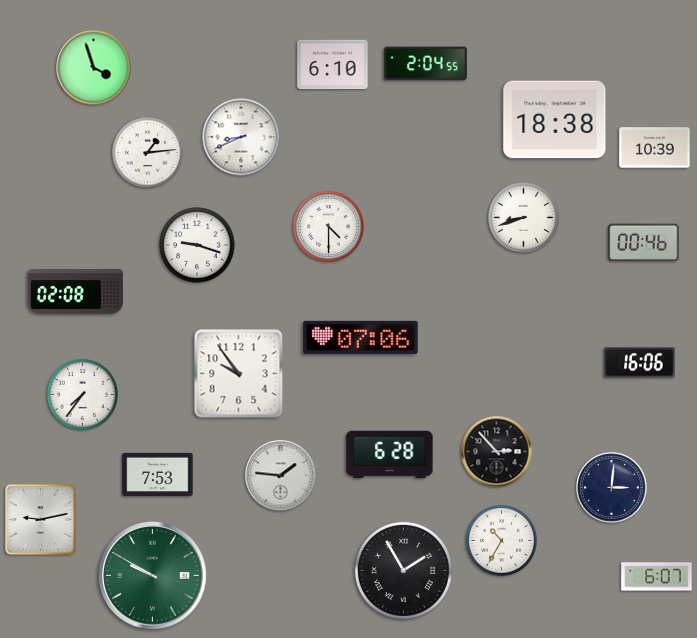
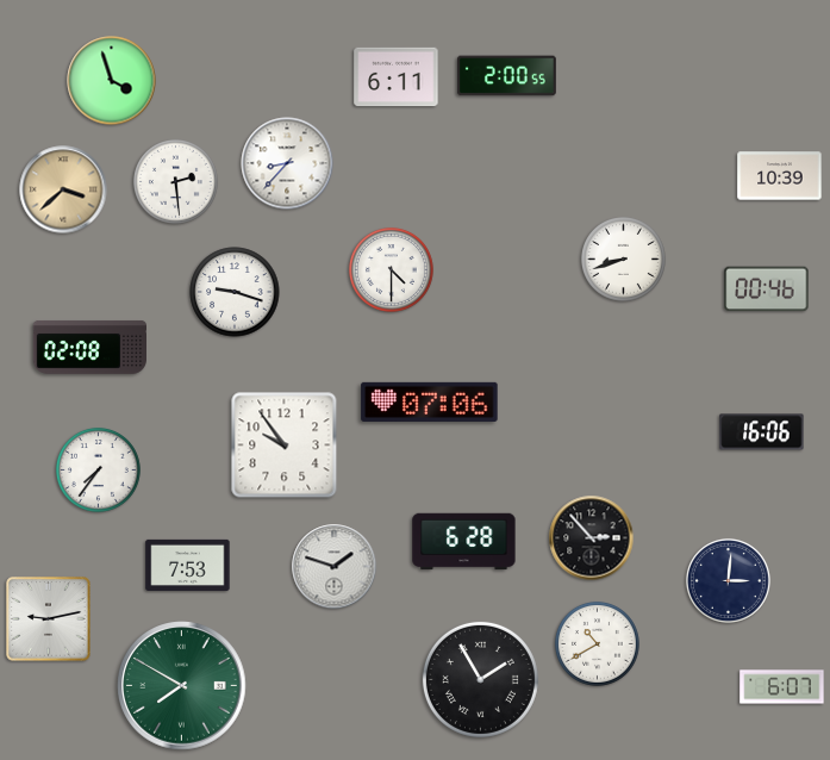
clock at (425, 64): 2:04 -> 2:00
clock at (333, 65): 6:10 -> 6:11
clock at (555, 120): 18:38 -> none
clock at (241, 137): 8:41 -> 8:37
clock at (147, 152): 1:14 -> 2:29
clock at (63, 189): none -> 3:38
clock at (281, 476): 1:46 -> 1:48
clock at (501, 540): 10:35 -> 10:40
clock at (153, 576): 9:50 -> 7:50
